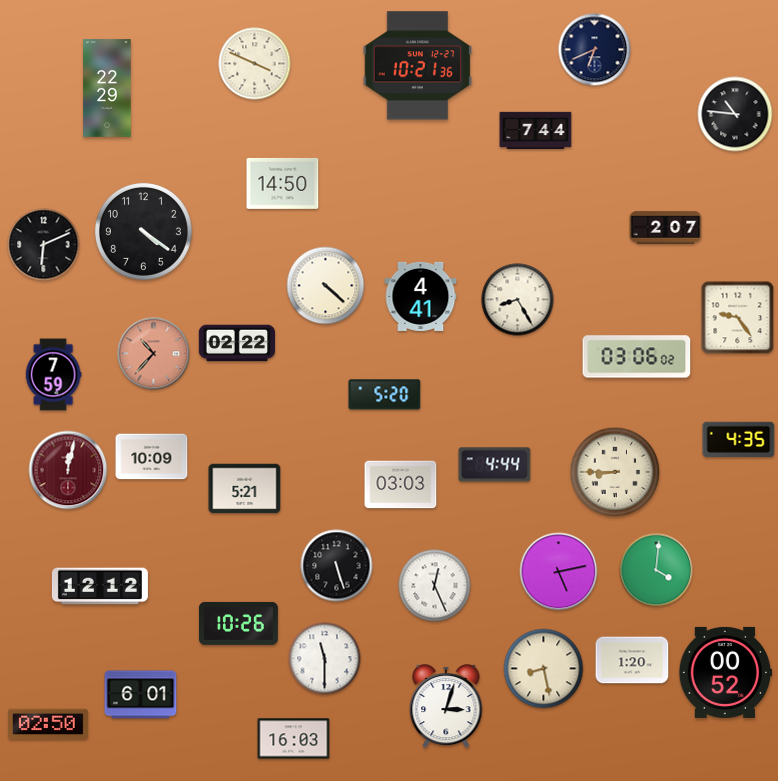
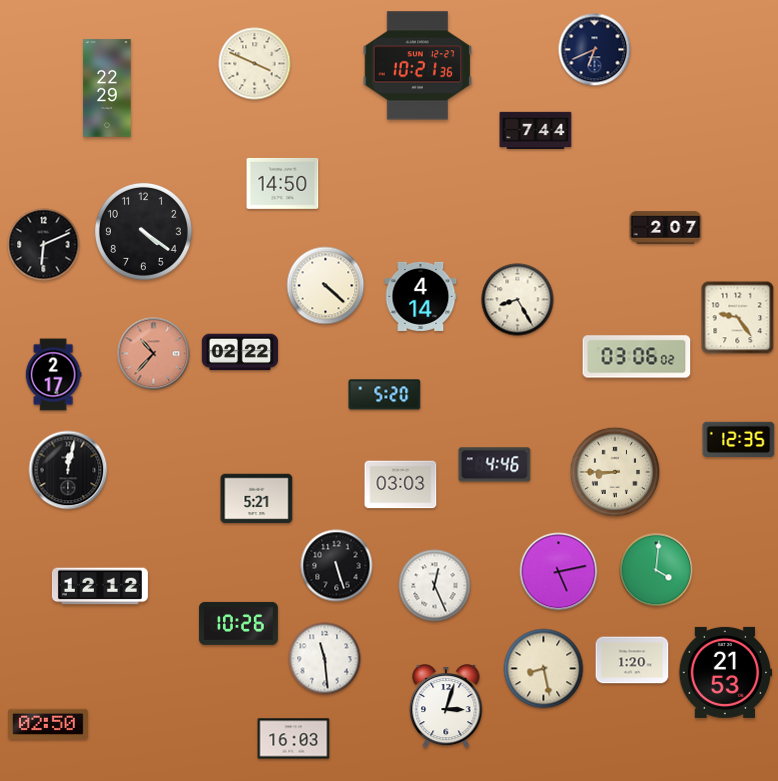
clock at (735, 114): 10:46 -> none
clock at (421, 296): 4:41 -> 4:14
clock at (237, 343) position: (237, 343) -> (240, 352)
clock at (53, 375): 7:59 -> 2:17
clock at (739, 439): 4:35 -> 12:35
clock at (152, 457): 10:09 -> none
clock at (495, 465): 4:44 -> 4:46
clock at (68, 470) dial: burgundy -> black
clock at (245, 489) position: (245, 489) -> (257, 499)
clock at (325, 659): 11:30 -> 11:29
clock at (726, 672): 00:52 -> 21:53
clock at (141, 695): 6:01 -> none
